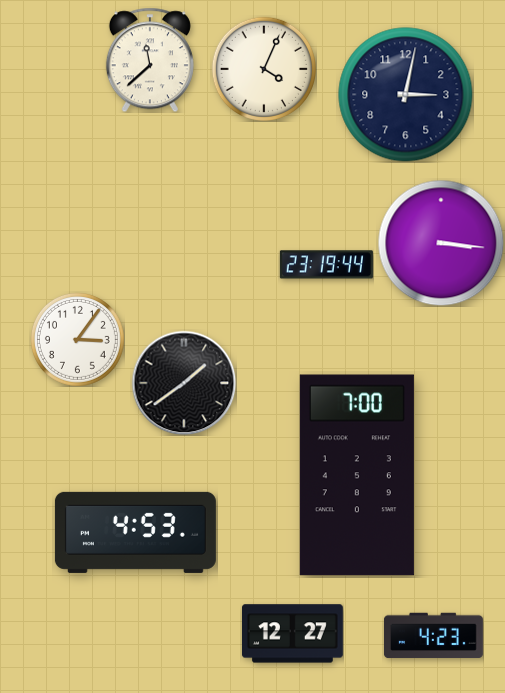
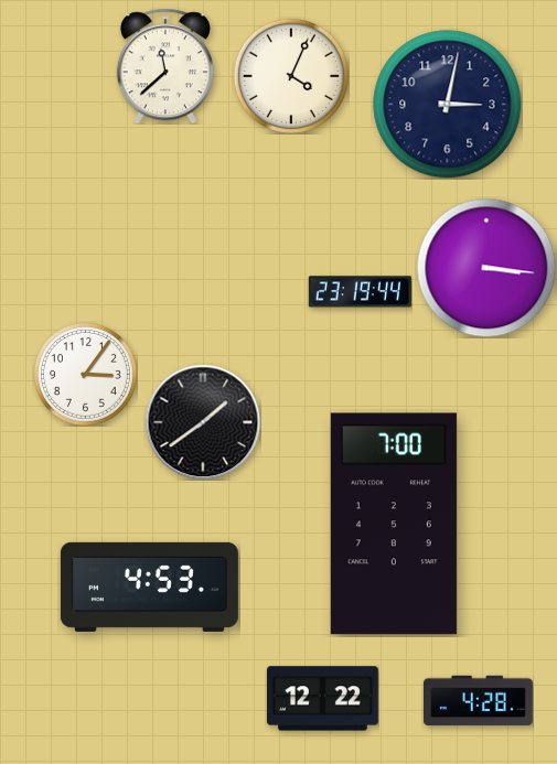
clock at (292, 634): 12:27 -> 12:22
clock at (433, 636): 4:23 -> 4:28
